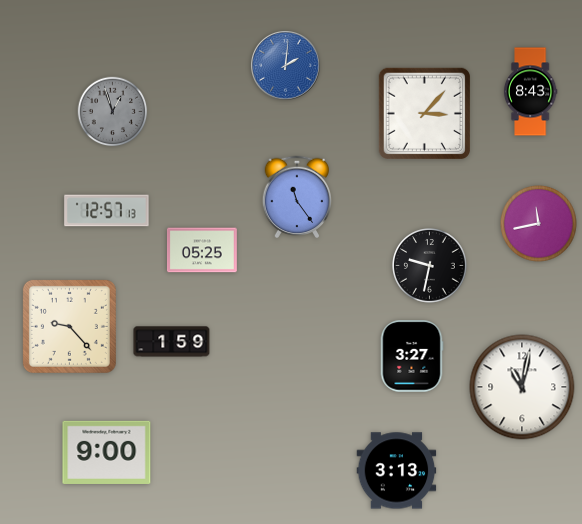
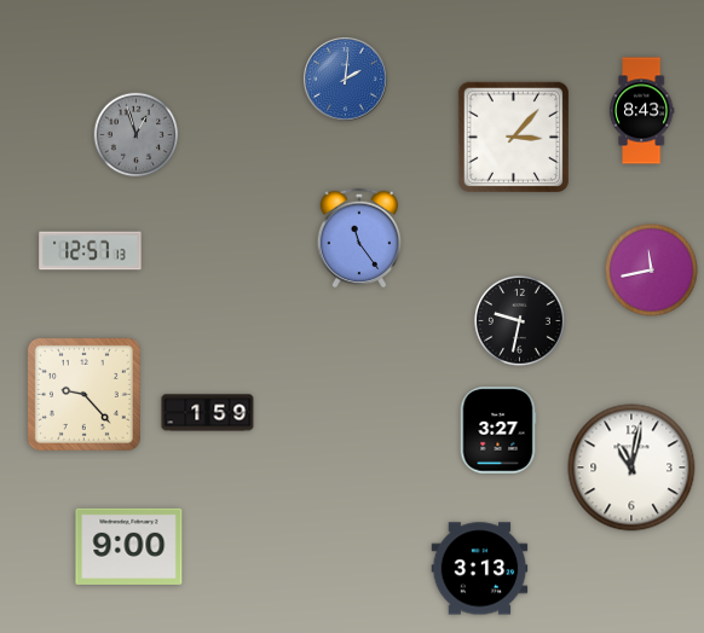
clock at (107, 211) position: (107, 211) -> (91, 251)
clock at (202, 250): 05:25 -> none
